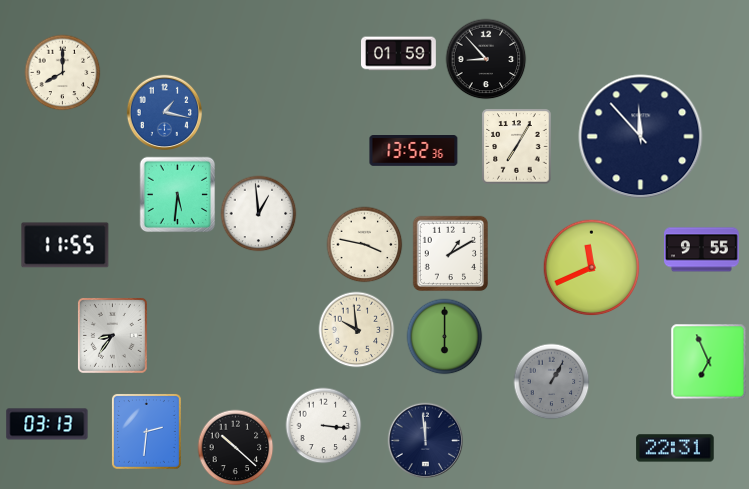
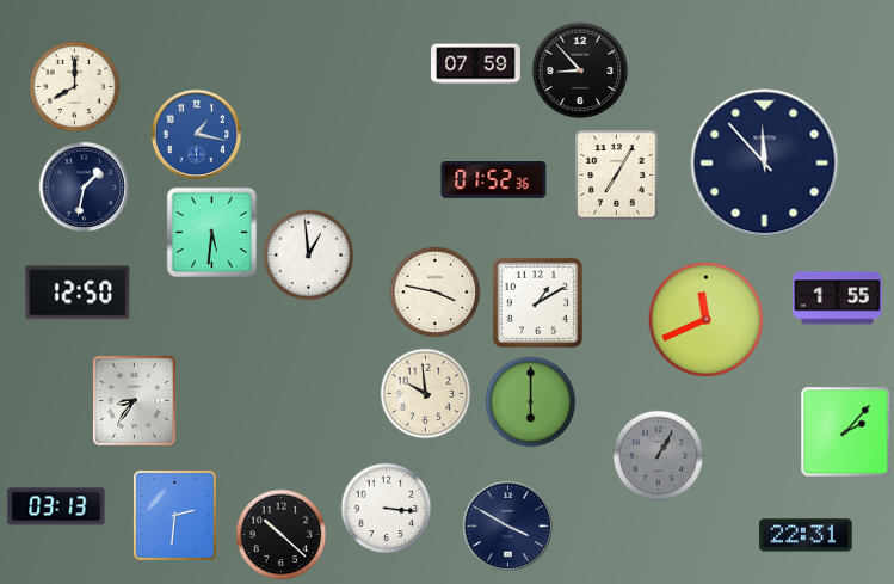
clock at (399, 54): 01:59 -> 07:59
clock at (414, 151): 13:52 -> 01:52
clock at (84, 186): none -> 1:32
clock at (65, 245): 11:55 -> 12:50
clock at (702, 250): 9:55 -> 1:55
clock at (709, 362): 6:56 -> 2:07
clock at (425, 440): 11:59 -> 3:50
